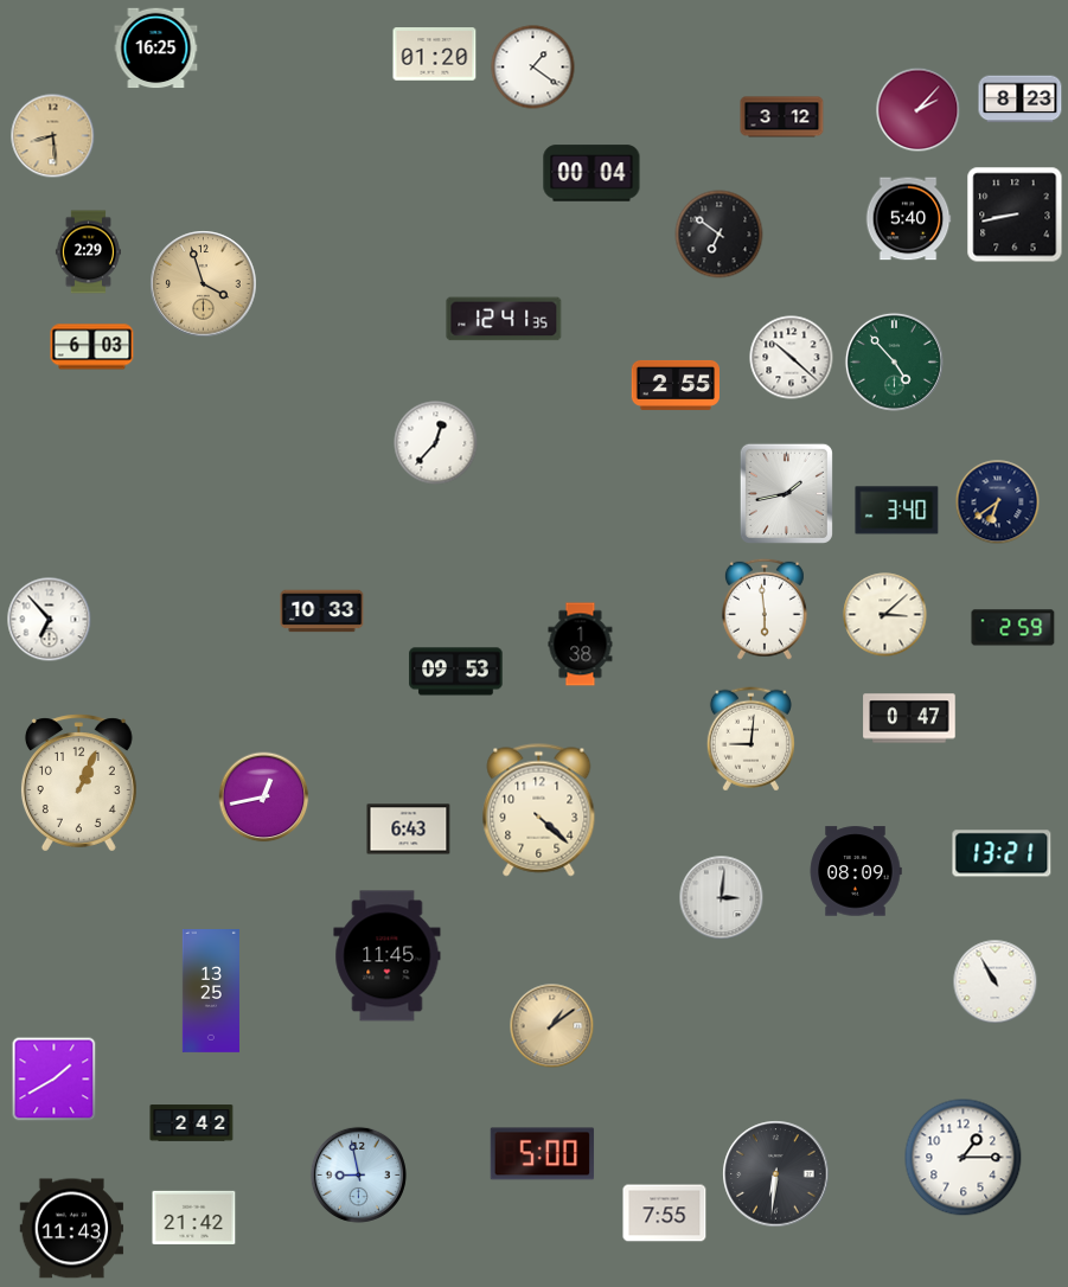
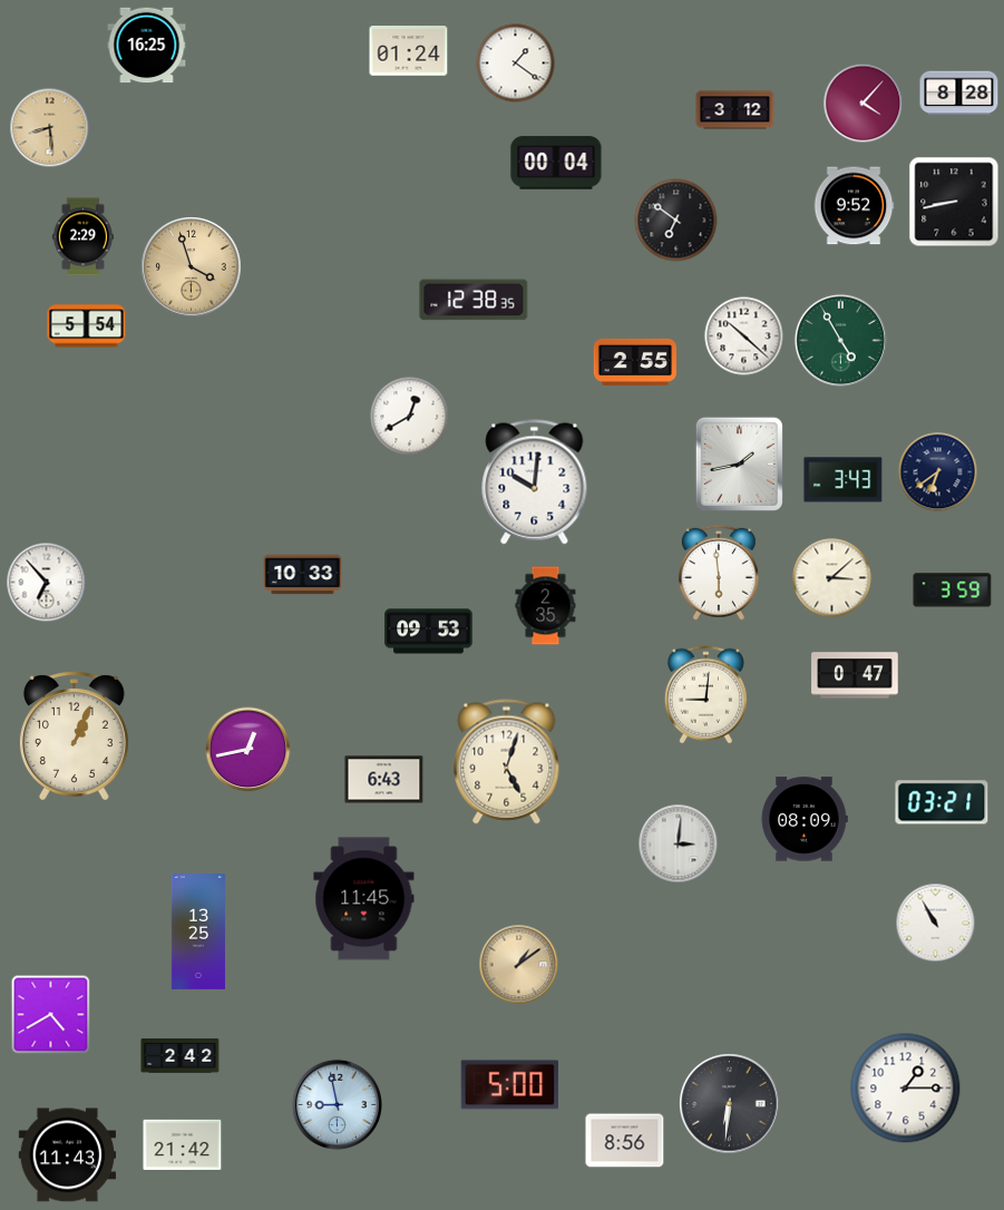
clock at (435, 55): 01:20 -> 01:24
clock at (533, 68) position: (533, 68) -> (516, 64)
clock at (1021, 100): 8:23 -> 8:28
clock at (919, 110): 2:07 -> 4:07
clock at (908, 219): 5:40 -> 9:52
clock at (504, 319): 12:41 -> 12:38
clock at (92, 347): 6:03 -> 5:54
clock at (894, 361): 4:53 -> 4:55
clock at (436, 443): 12:37 -> 12:40
clock at (897, 511): 3:40 -> 3:43
clock at (535, 482): none -> 10:01
clock at (1013, 628): 2:59 -> 3:59
clock at (581, 645): 1:38 -> 2:35
clock at (539, 811): 4:22 -> 5:03
clock at (1002, 853): 13:21 -> 03:21
clock at (55, 1080): 1:40 -> 4:40
clock at (665, 1214): 7:55 -> 8:56
